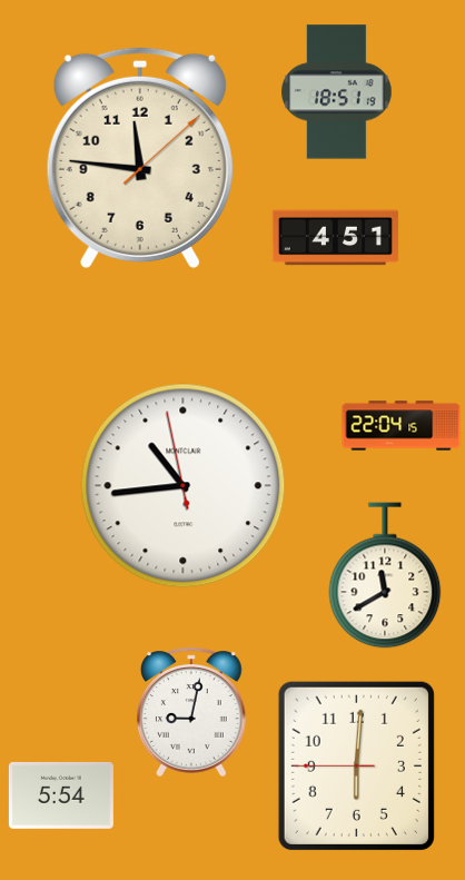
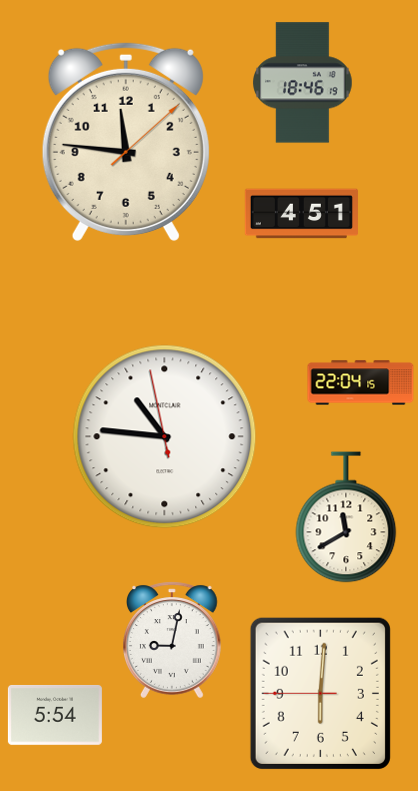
clock at (337, 92): 18:51 -> 18:46
clock at (184, 486): 10:43 -> 10:45
clock at (356, 765) position: (356, 765) -> (320, 693)
